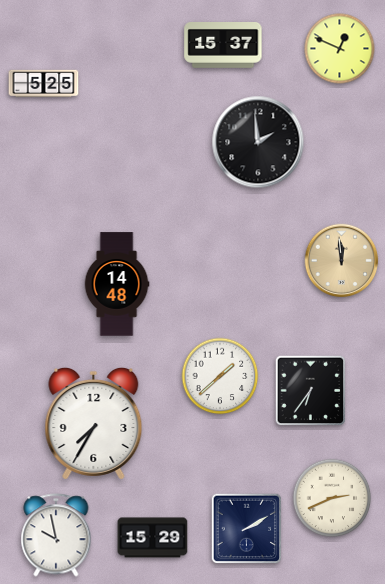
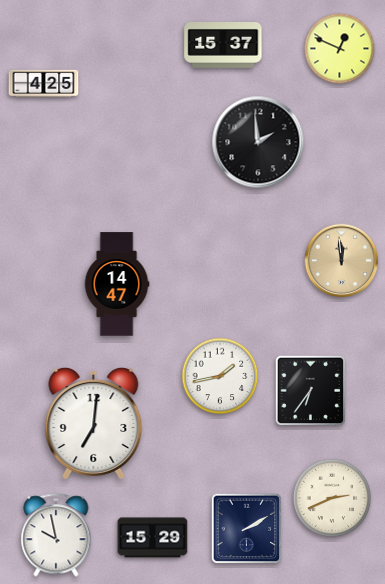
clock at (44, 84): 5:25 -> 4:25
clock at (117, 284): 14:48 -> 14:47
clock at (220, 376): 1:38 -> 1:43
clock at (94, 423): 7:35 -> 7:01
